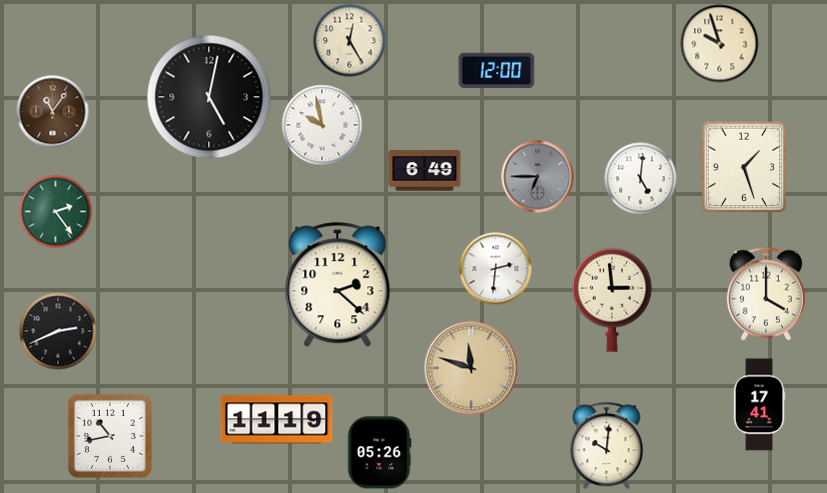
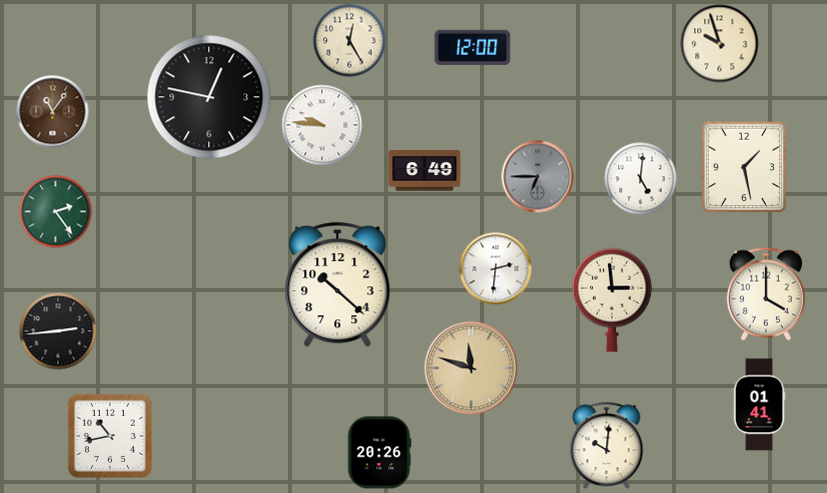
clock at (497, 70) position: (497, 70) -> (473, 47)
clock at (209, 97): 5:02 -> 12:47
clock at (322, 125): 9:58 -> 9:46
clock at (744, 167): 1:27 -> 1:28
clock at (338, 285): 2:22 -> 10:22
clock at (58, 331): 2:41 -> 2:44
clock at (759, 405): 17:41 -> 01:41
clock at (277, 420): 11:19 -> none
clock at (379, 453): 05:26 -> 20:26
